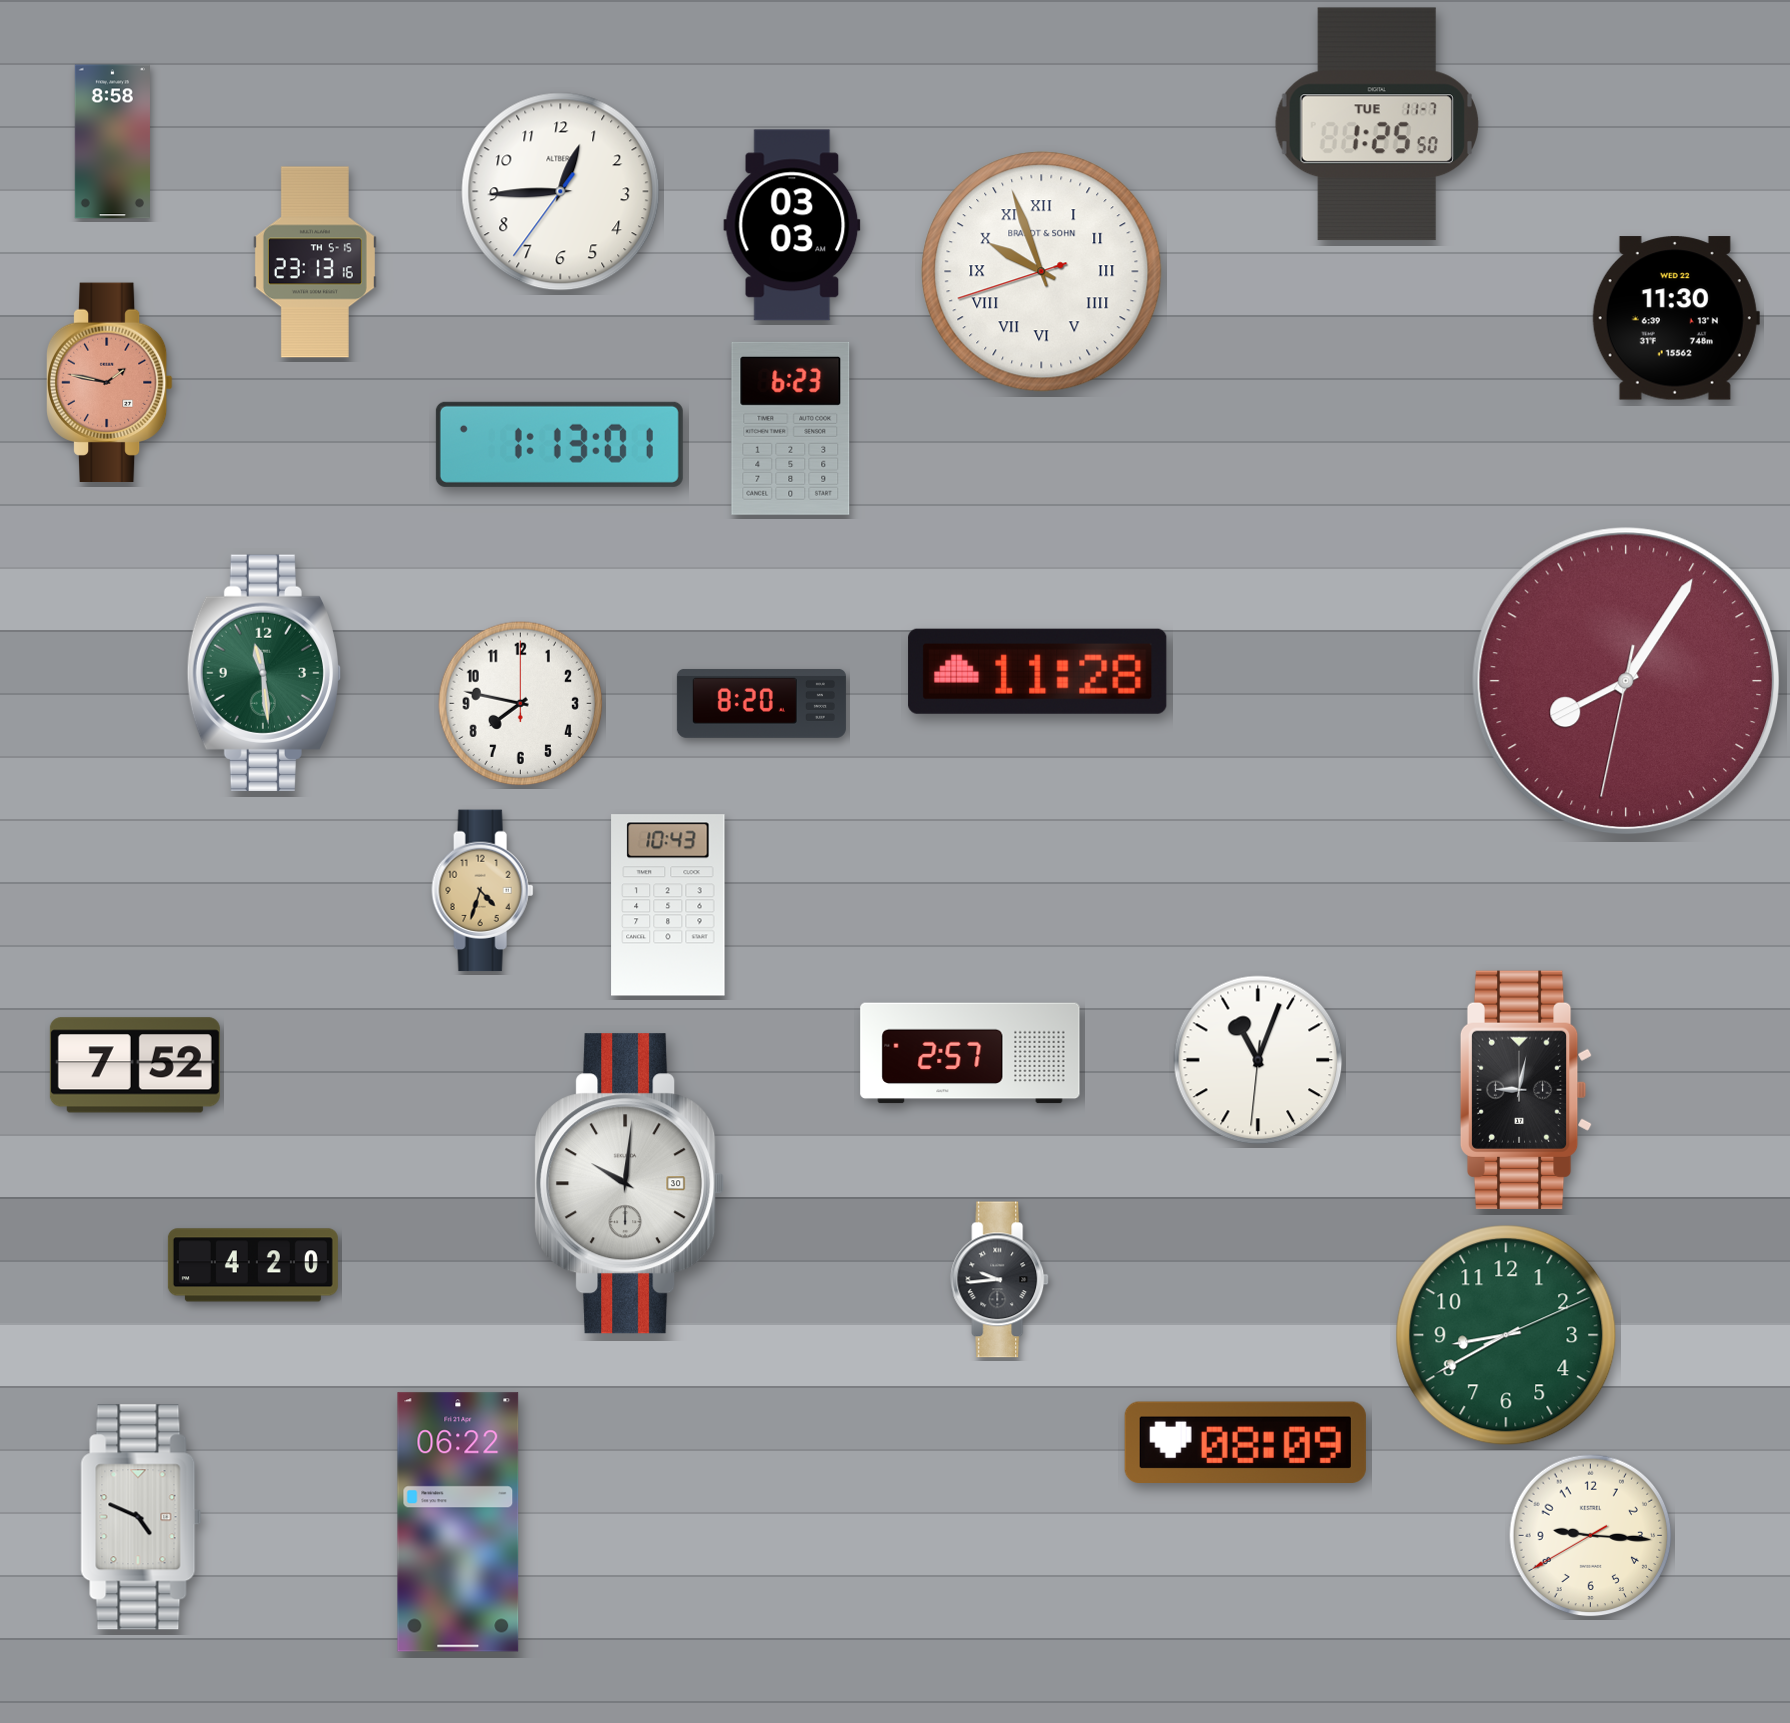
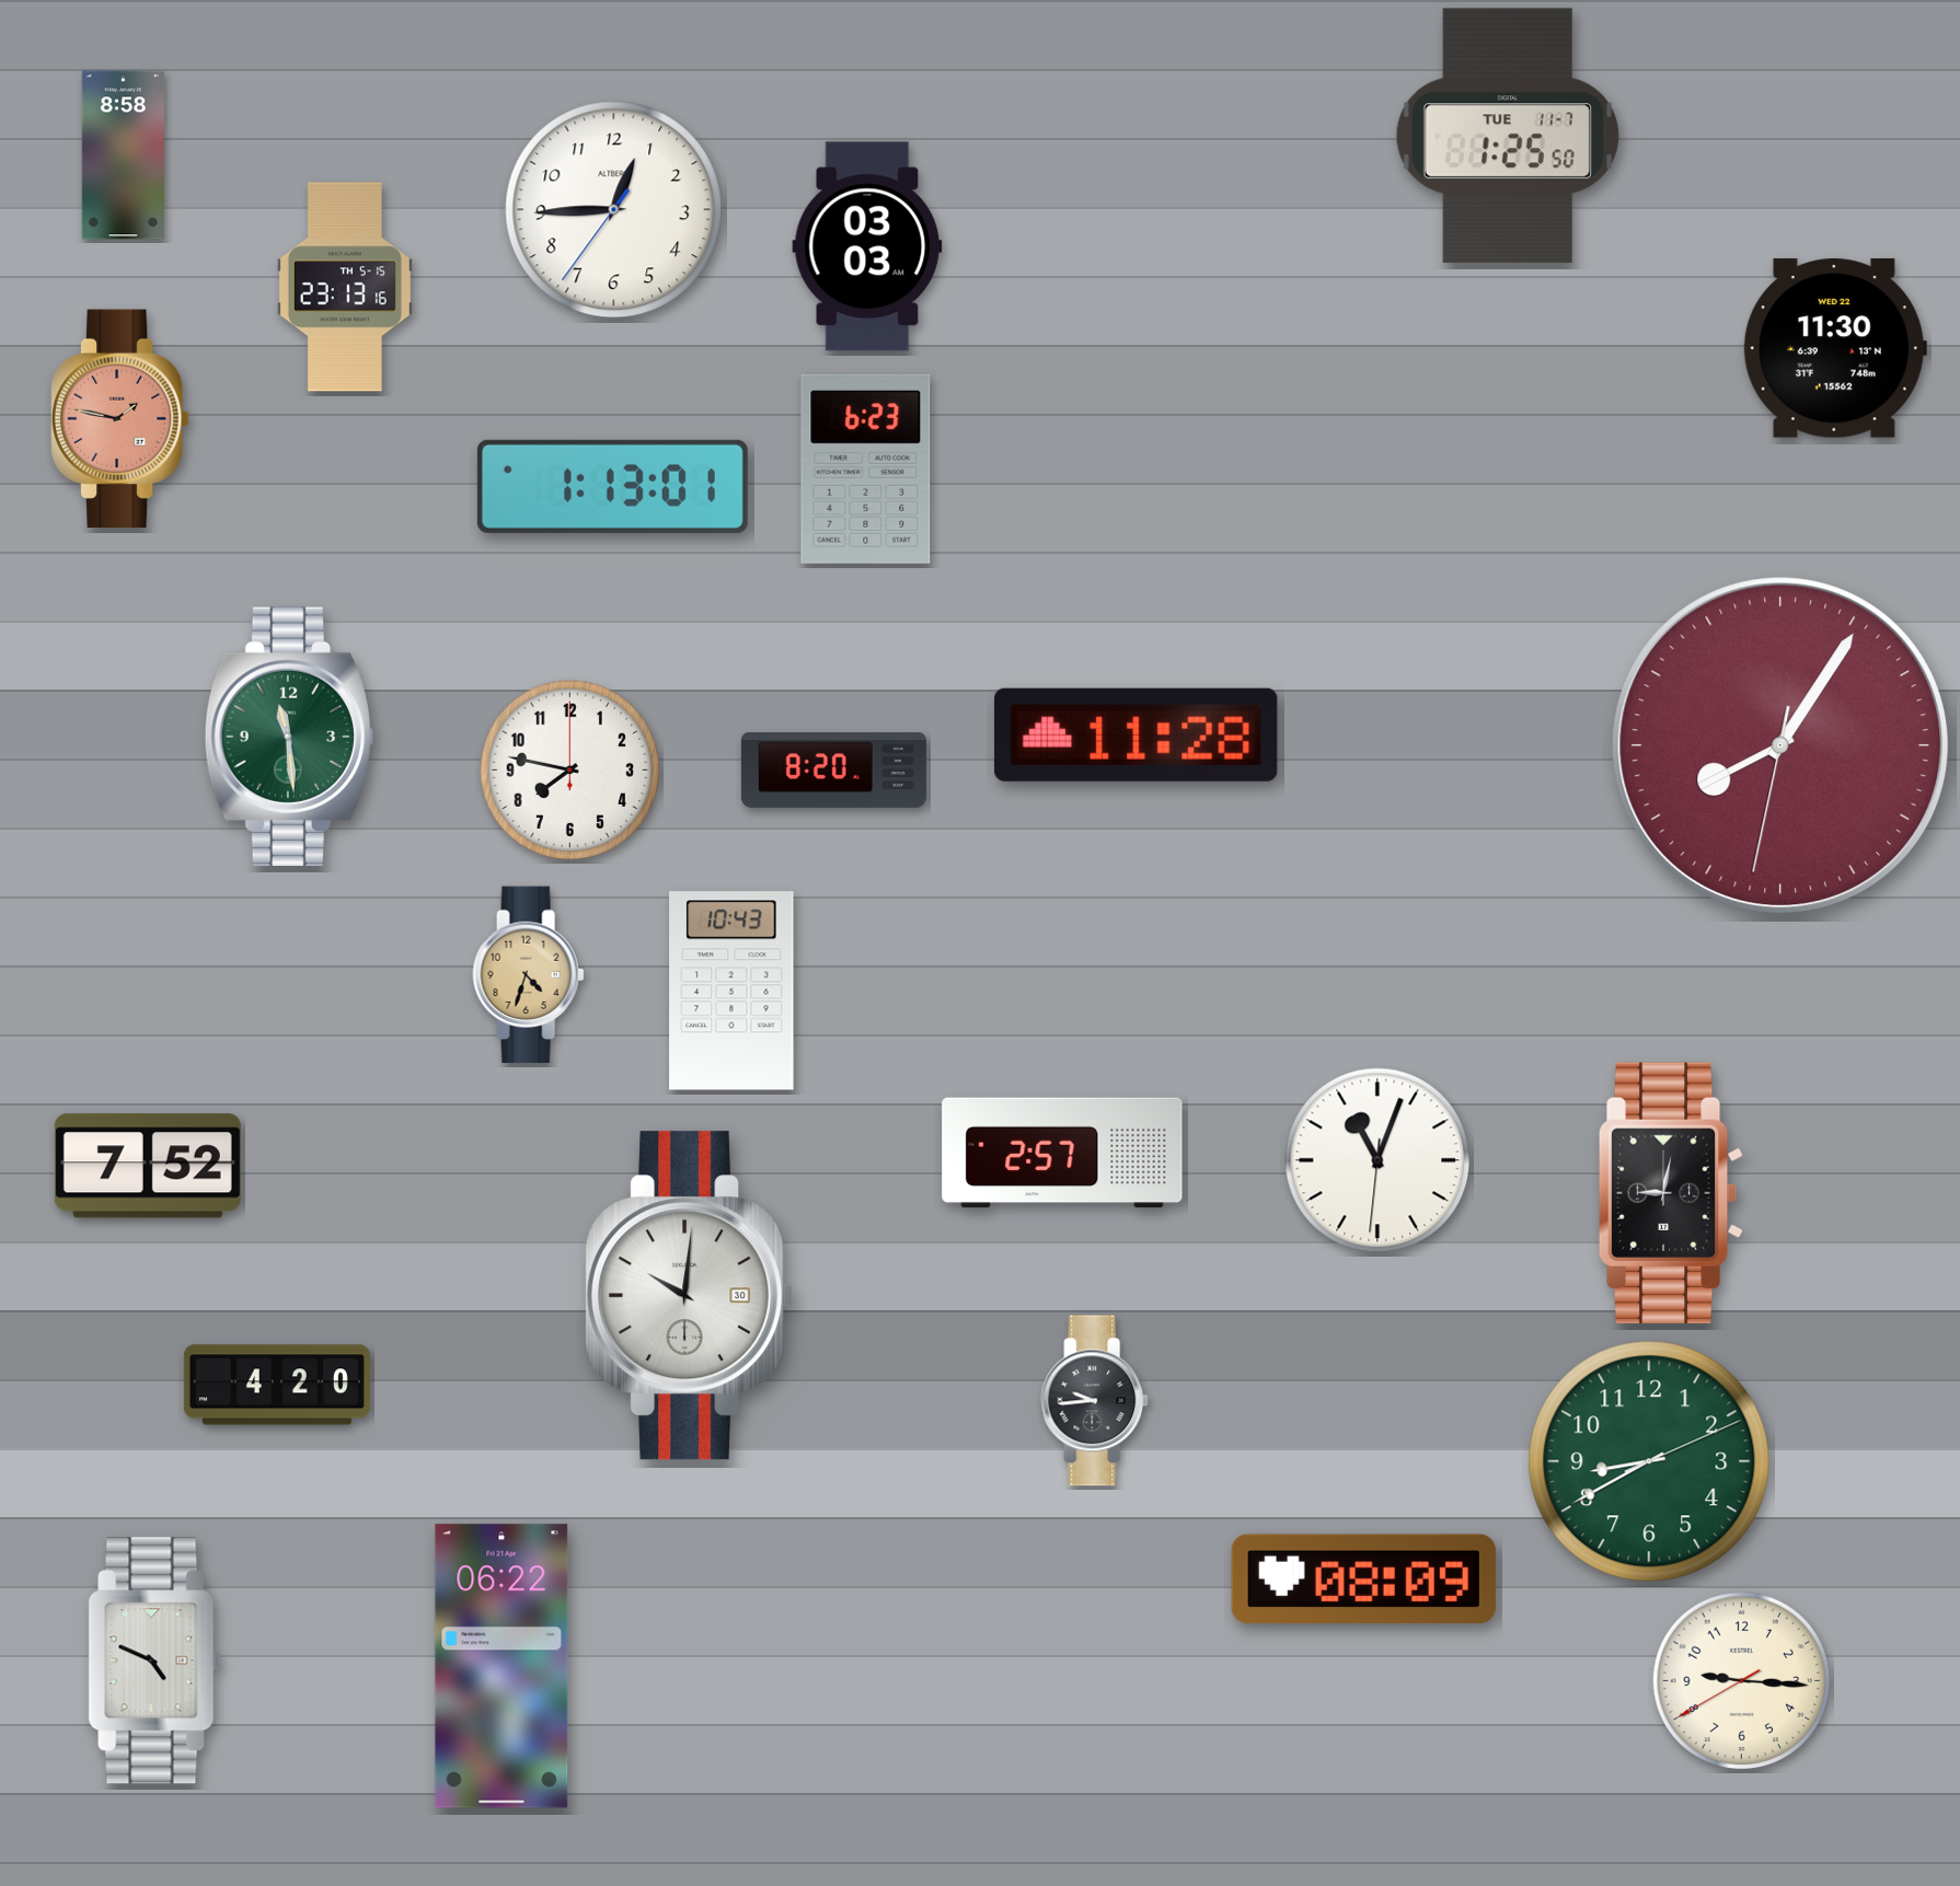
clock at (1042, 272): 9:56 -> none
